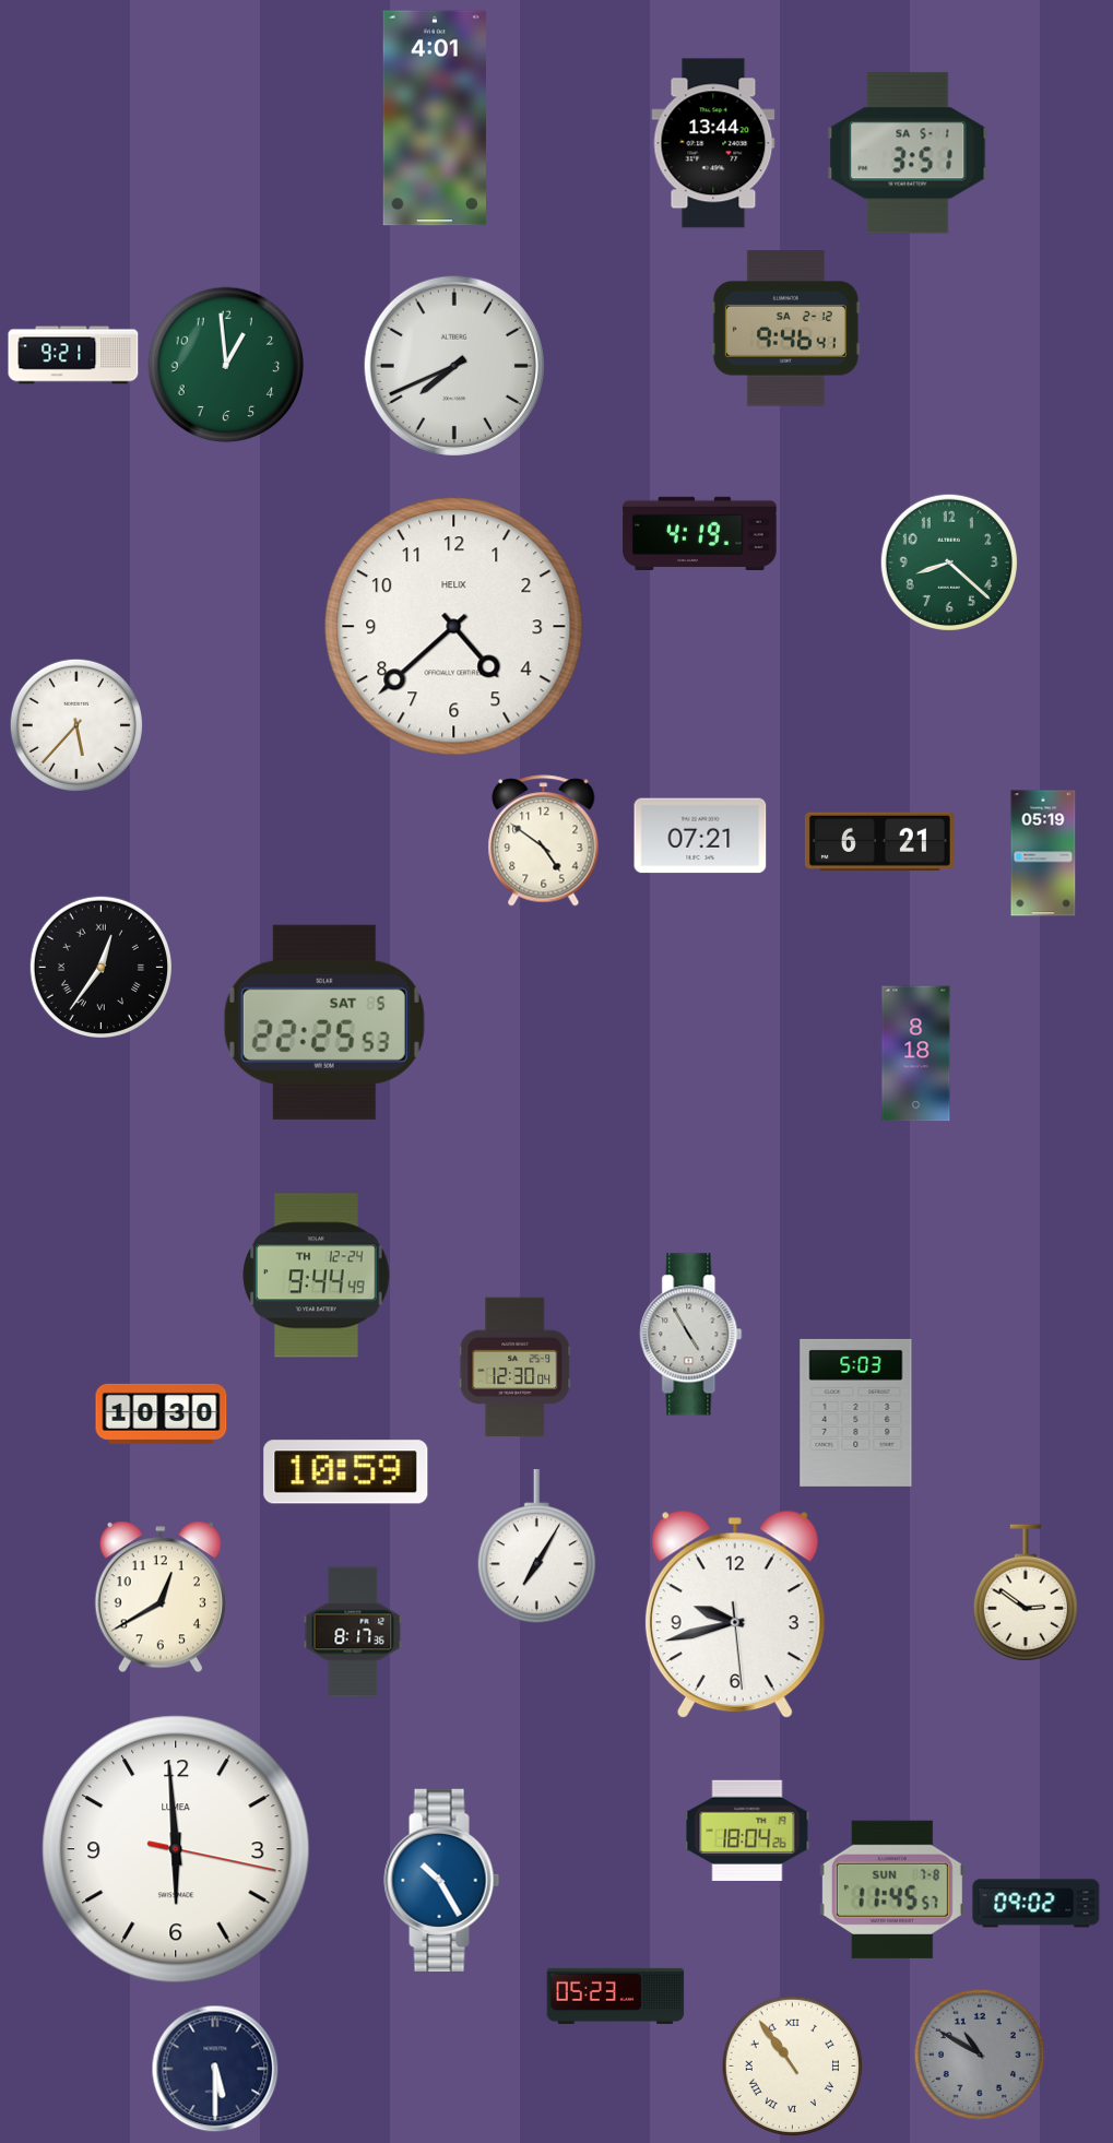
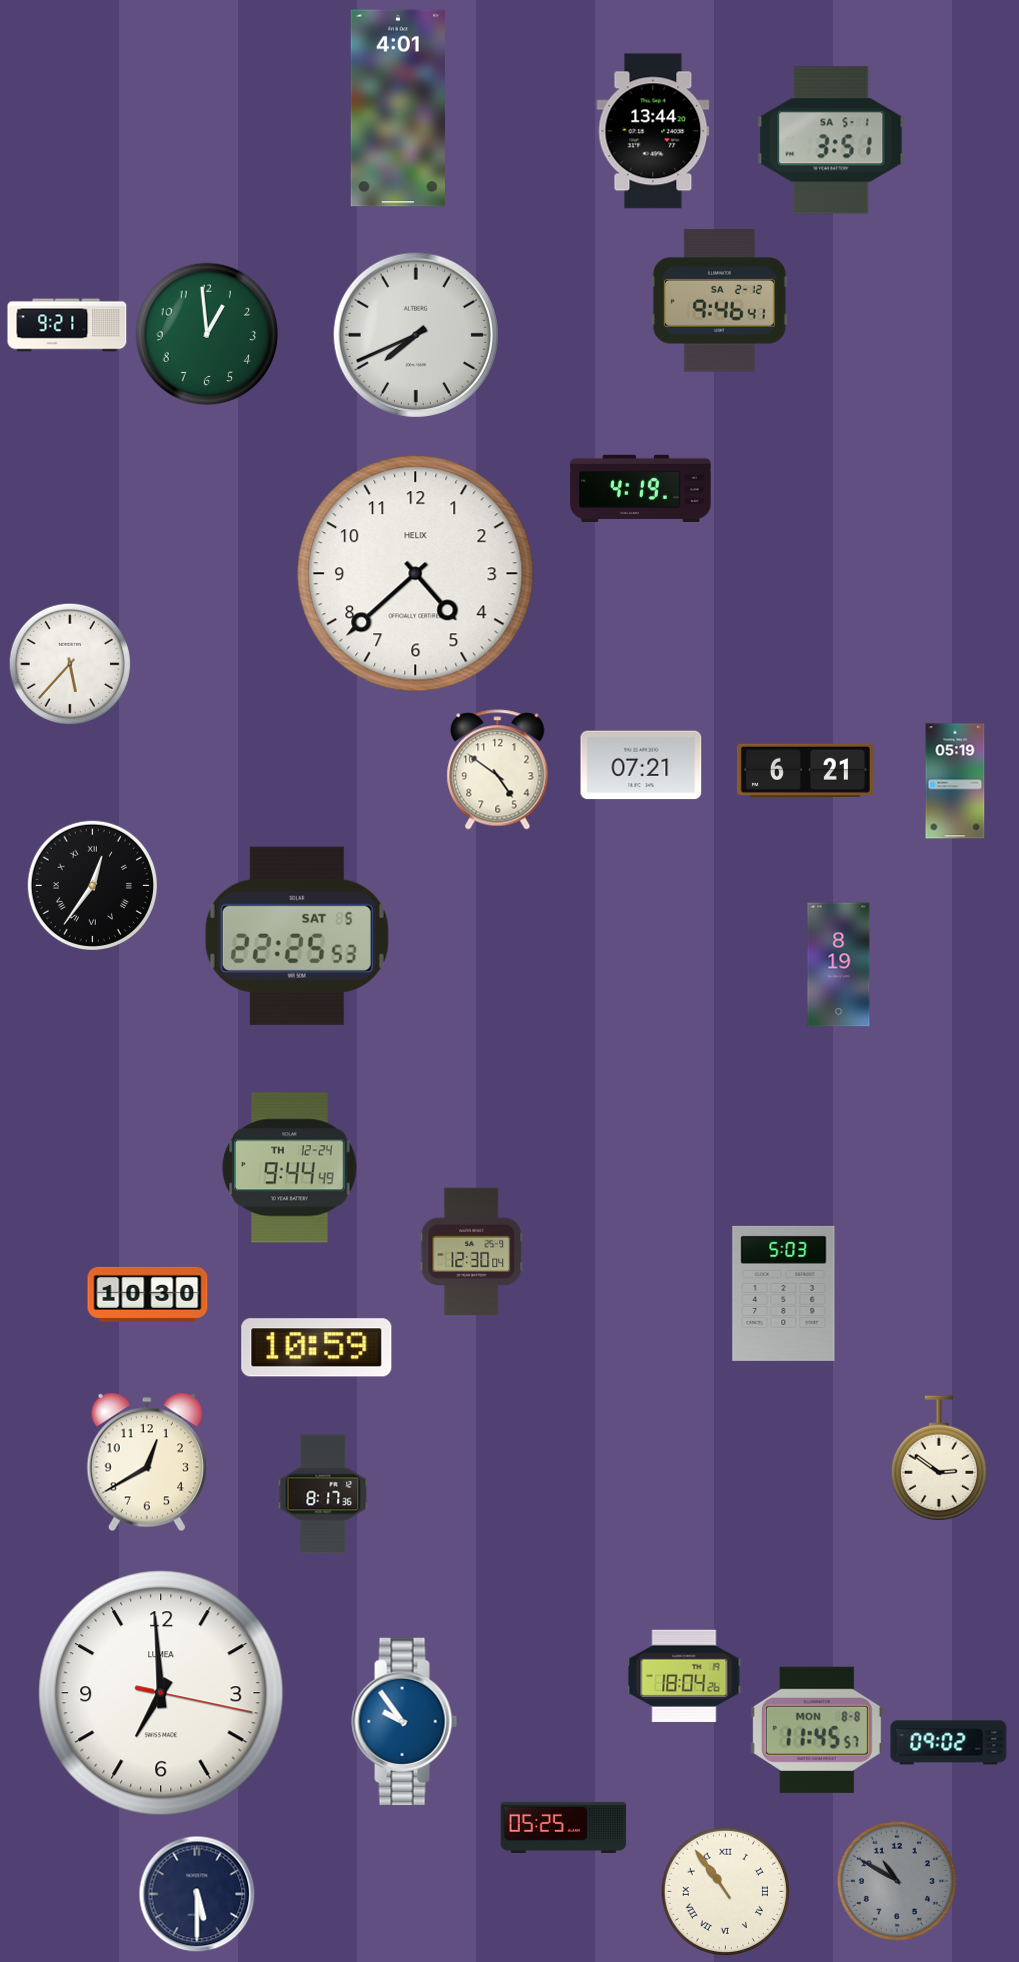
clock at (949, 563): 8:22 -> none
clock at (916, 1054): 8:18 -> 8:19
clock at (691, 1335): 4:55 -> none
clock at (536, 1547): 7:05 -> none
clock at (735, 1614): 9:42 -> none
clock at (176, 1849): 5:59 -> 6:59
clock at (442, 1880): 10:25 -> 9:54
clock at (892, 1890) date: SUN 7-8 -> MON 8-8
clock at (616, 1996): 05:23 -> 05:25
